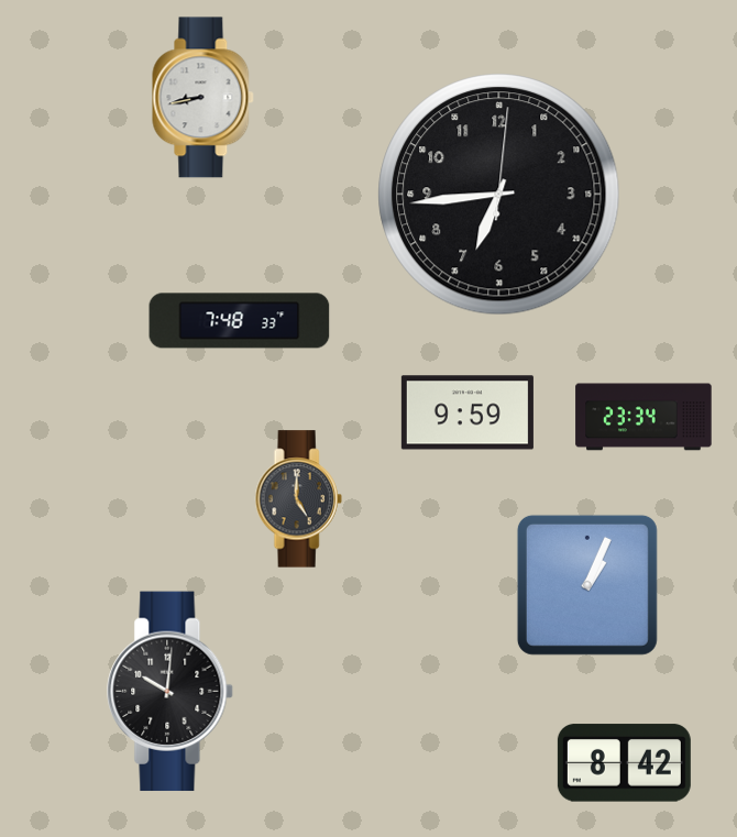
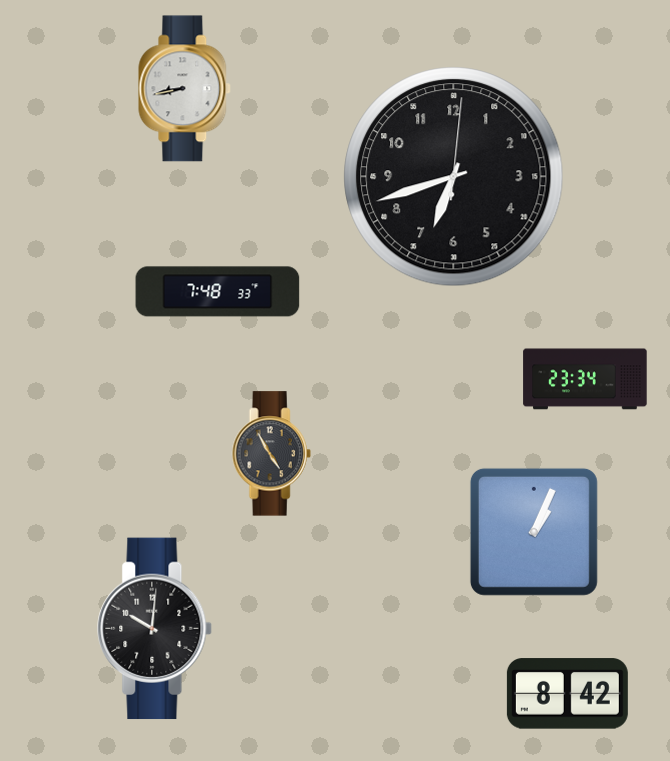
clock at (499, 195): 6:44 -> 6:42
clock at (468, 412): 9:59 -> none
clock at (298, 499): 5:00 -> 4:55
